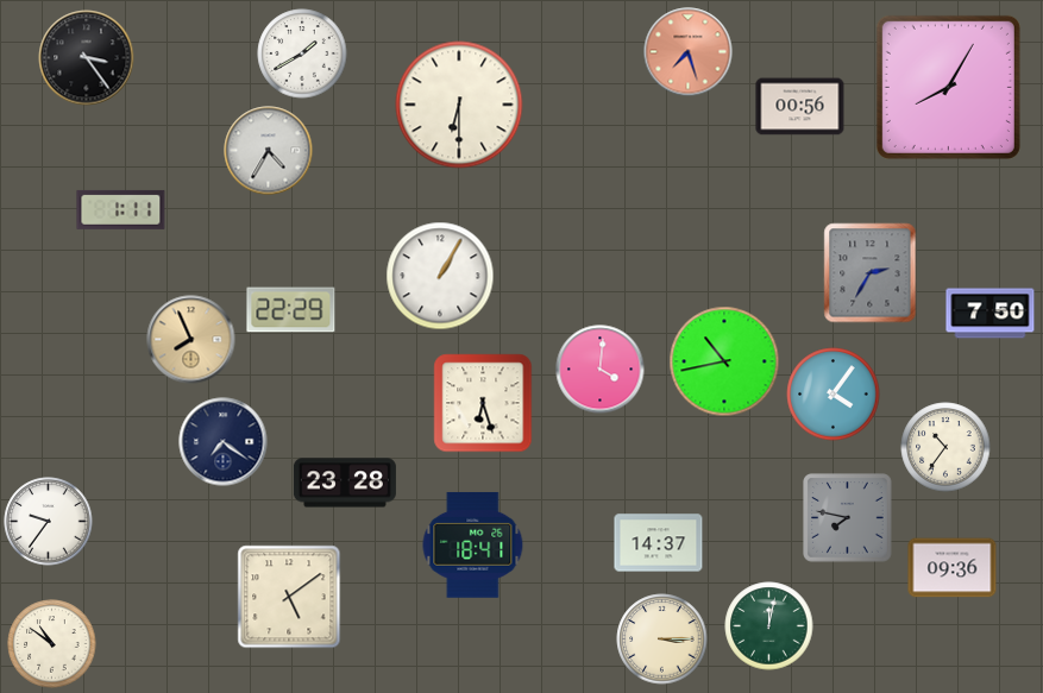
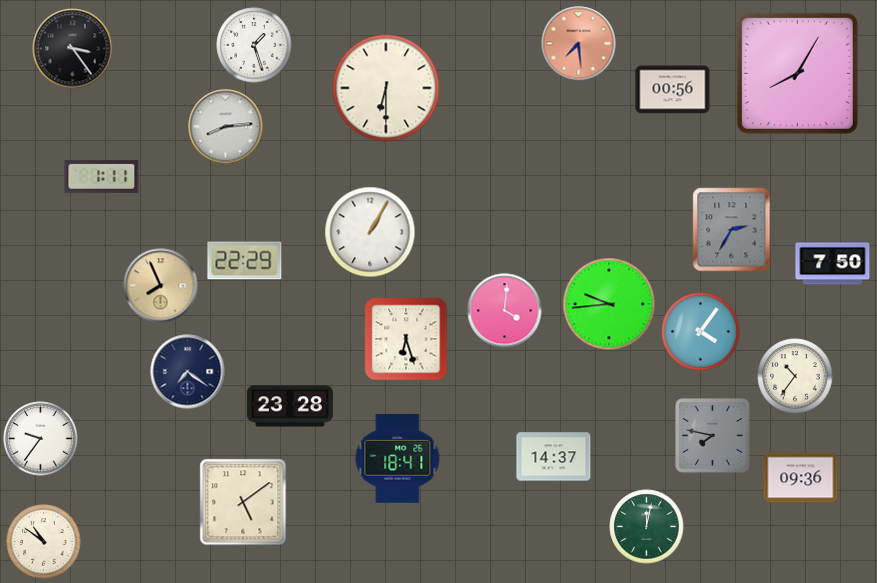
clock at (689, 52): 7:27 -> 7:29
clock at (302, 53): 1:40 -> 1:27
clock at (269, 151): 4:35 -> 8:14
clock at (724, 361): 10:43 -> 9:44
clock at (662, 640): 3:15 -> none
